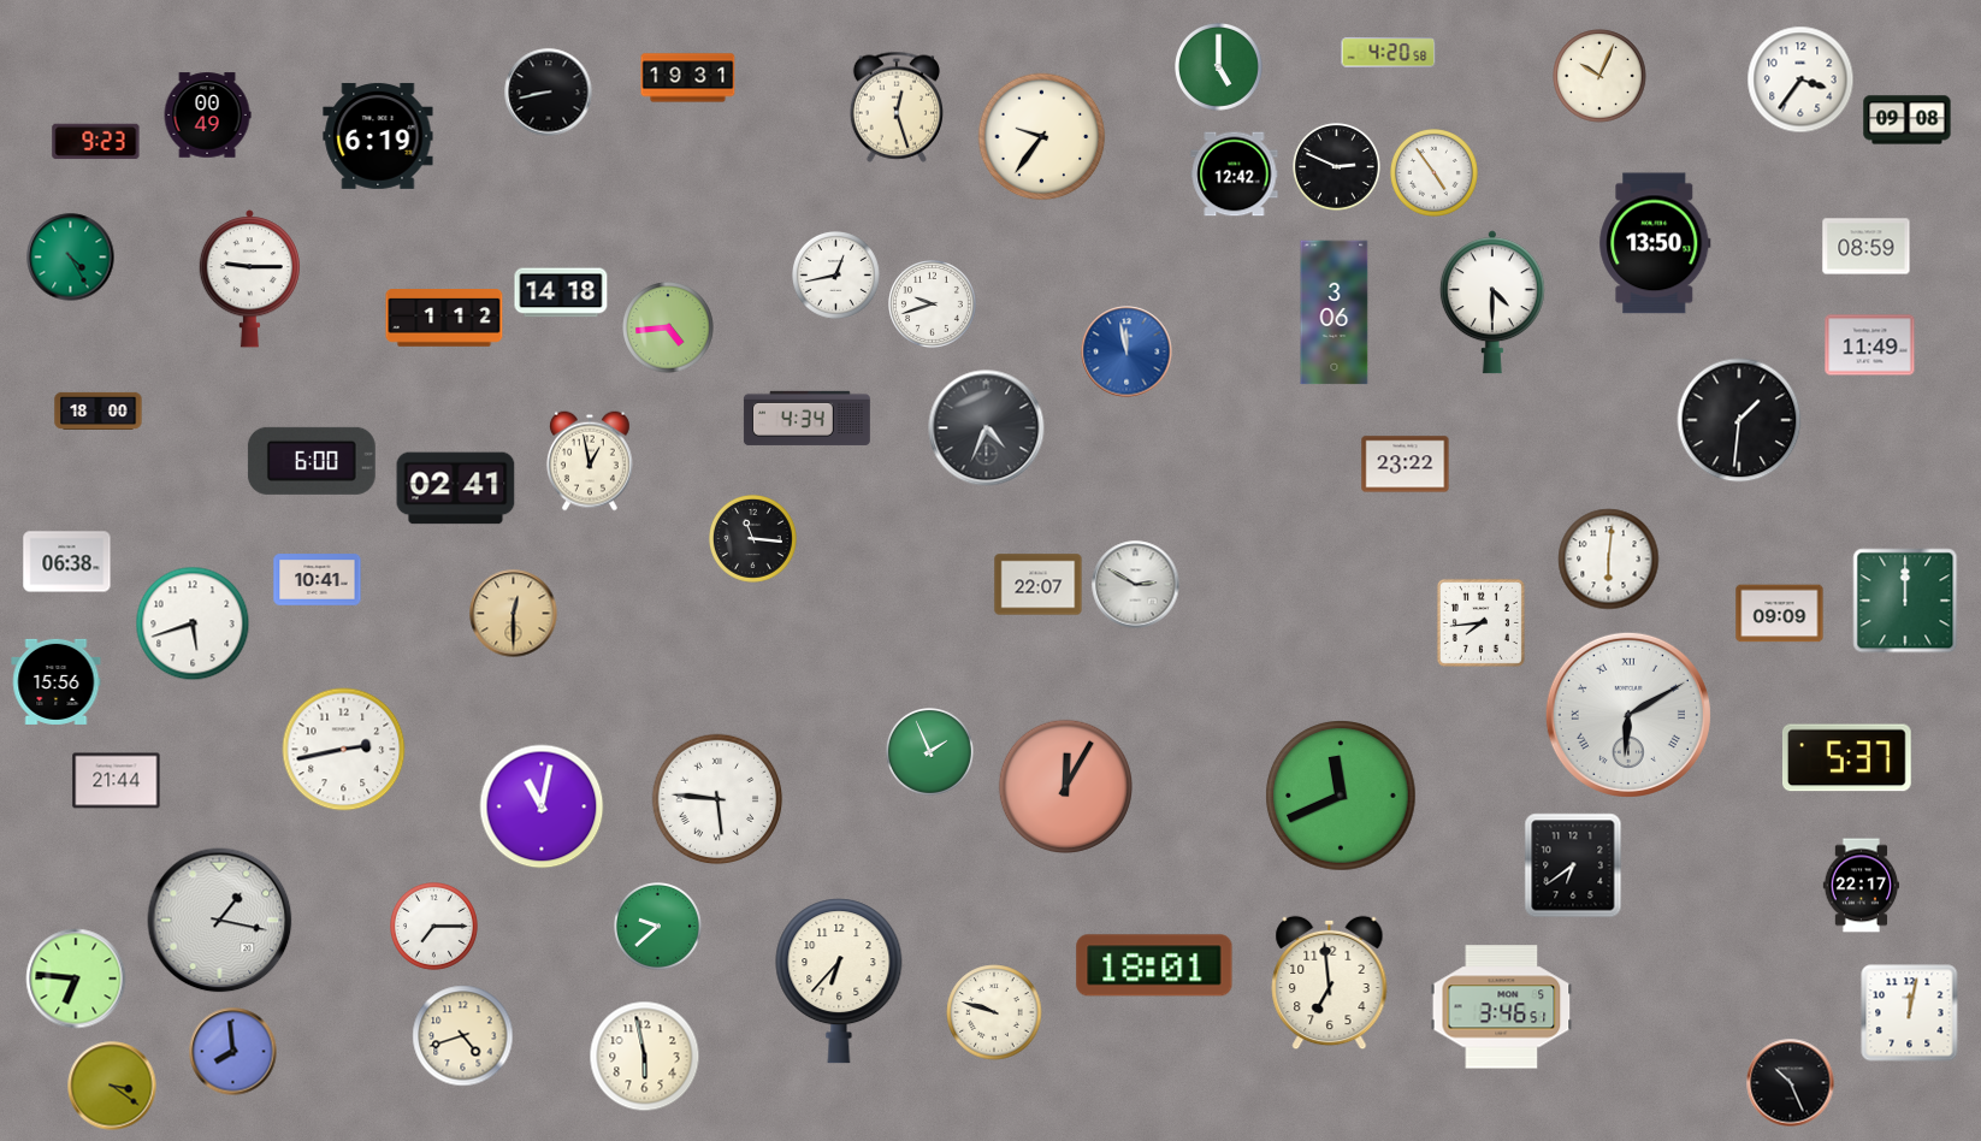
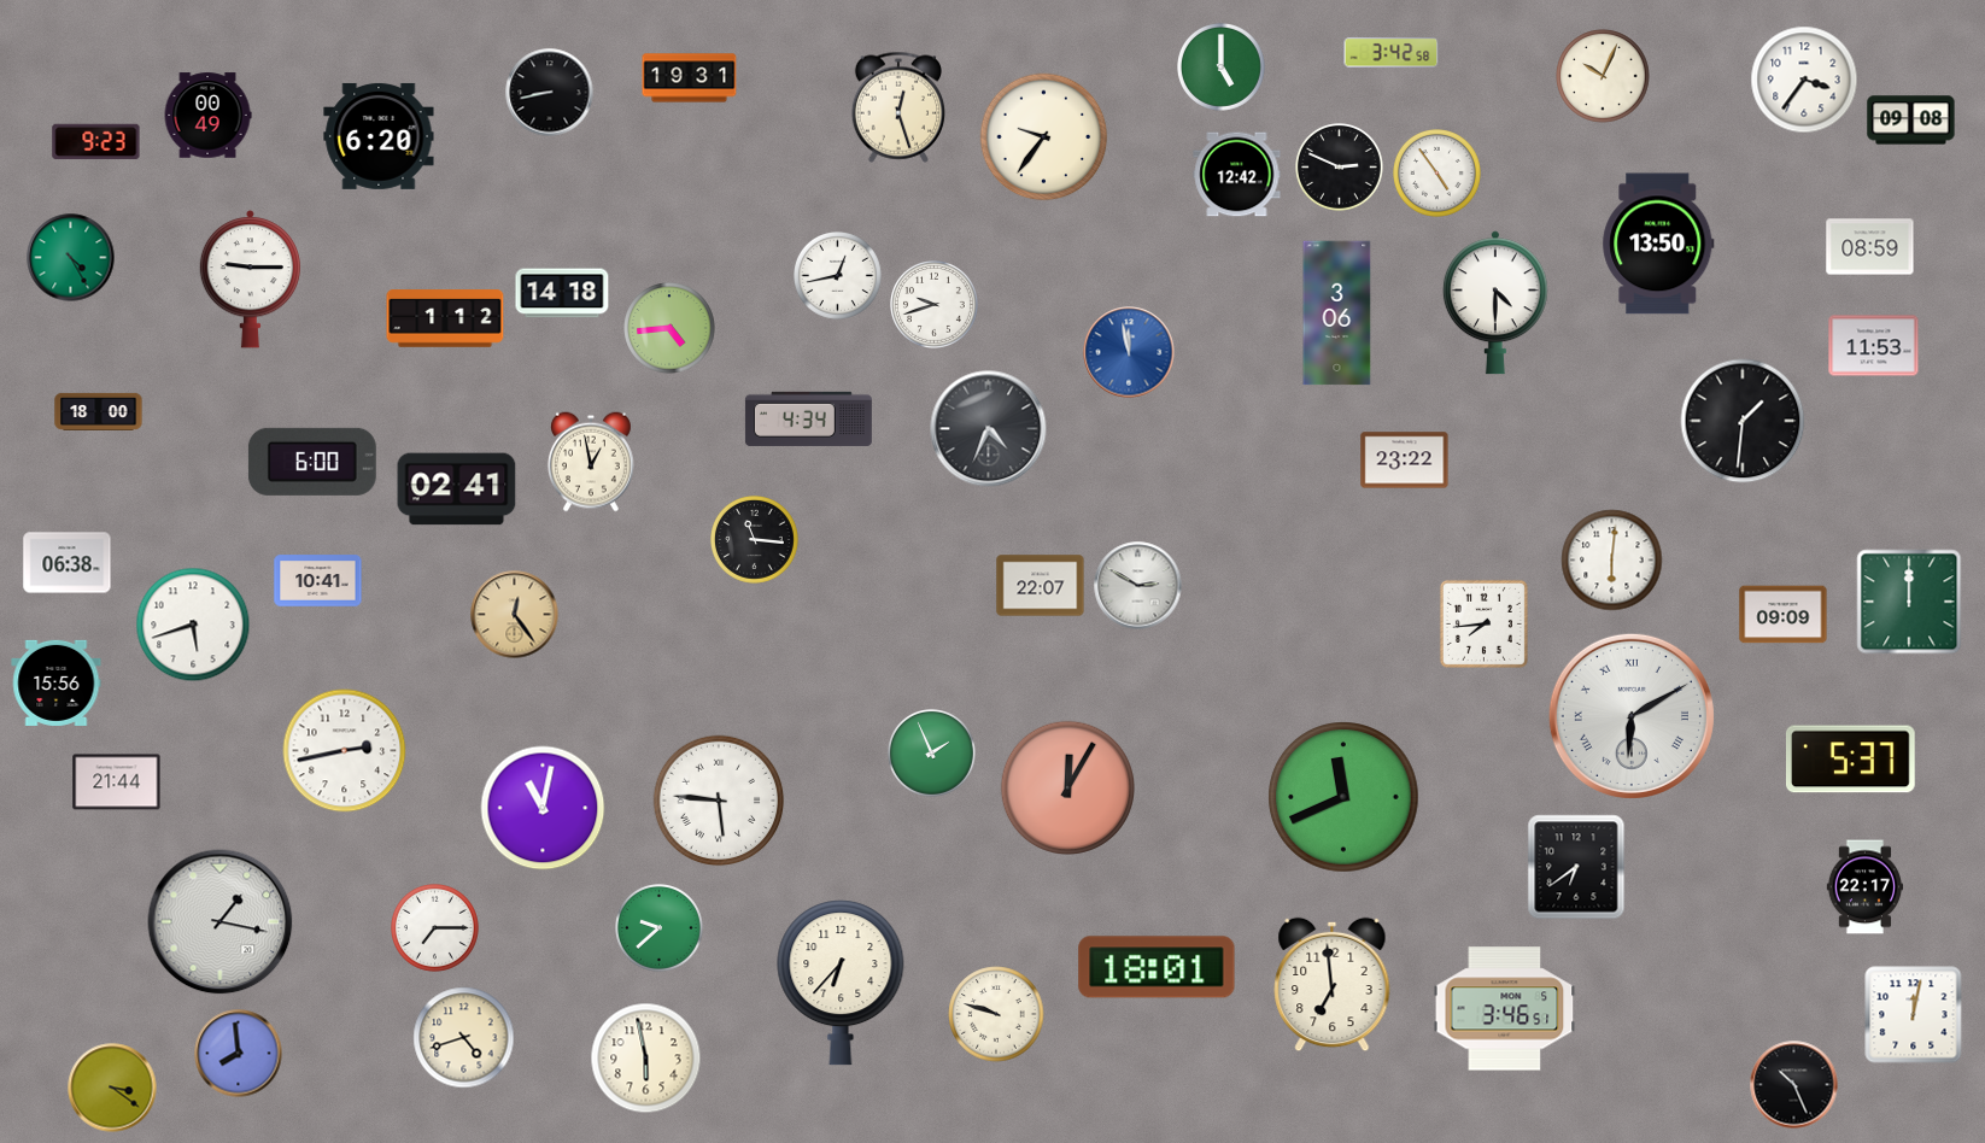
clock at (1389, 53): 4:20 -> 3:42
clock at (378, 136): 6:19 -> 6:20
clock at (1870, 345): 11:49 -> 11:53
clock at (1406, 465) position: (1406, 465) -> (1405, 461)
clock at (514, 614): 12:30 -> 12:24
clock at (76, 979): 6:46 -> none
clock at (233, 1052) position: (233, 1052) -> (239, 1054)
